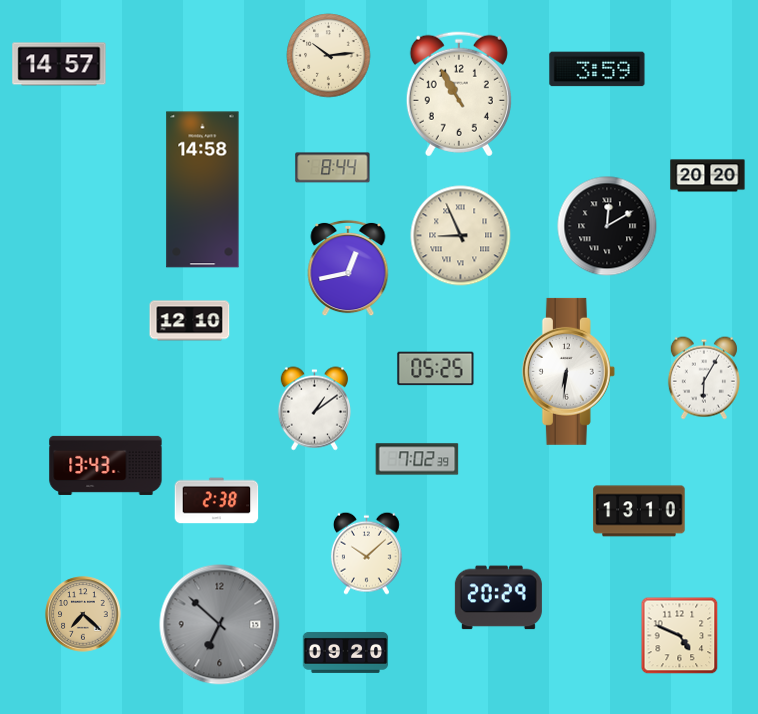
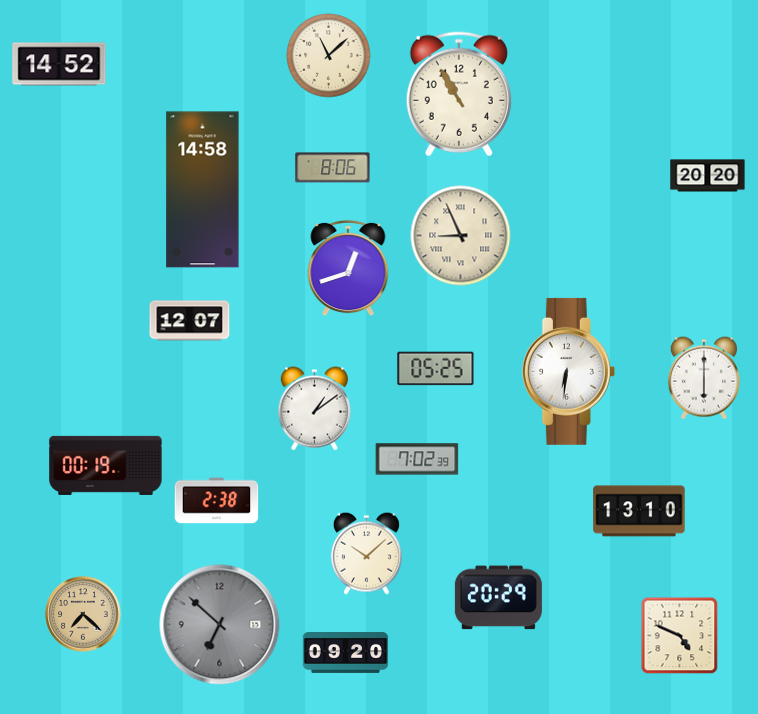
clock at (329, 56): 10:14 -> 11:08
clock at (59, 64): 14:57 -> 14:52
clock at (597, 69): 3:59 -> none
clock at (333, 168): 8:44 -> 8:06
clock at (607, 226): 12:10 -> none
clock at (348, 268): 12:43 -> 12:42
clock at (190, 321): 12:10 -> 12:07
clock at (704, 378): 6:05 -> 6:00
clock at (106, 465): 13:43 -> 00:19
